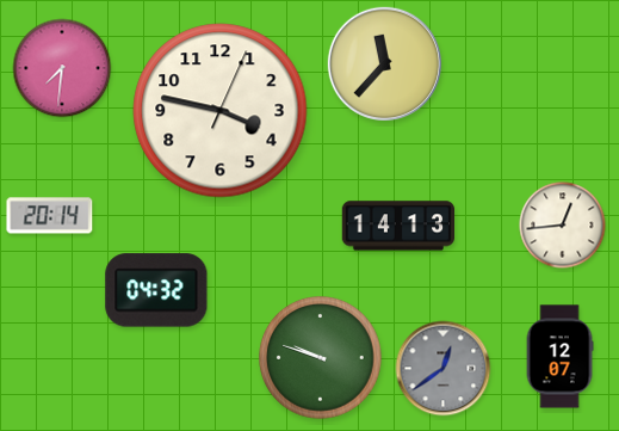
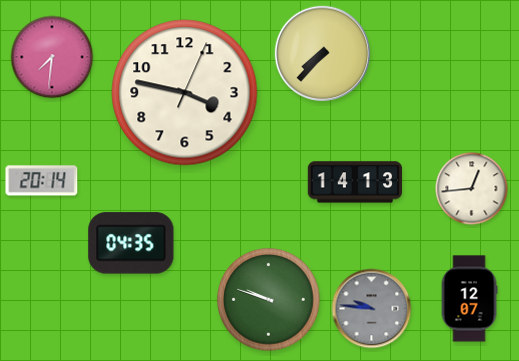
clock at (384, 63): 11:37 -> 7:37
clock at (398, 226) position: (398, 226) -> (355, 182)
clock at (156, 290): 04:32 -> 04:35
clock at (444, 369): 12:39 -> 9:46
